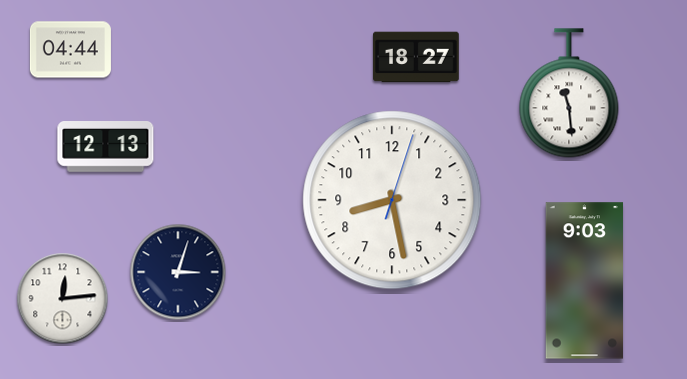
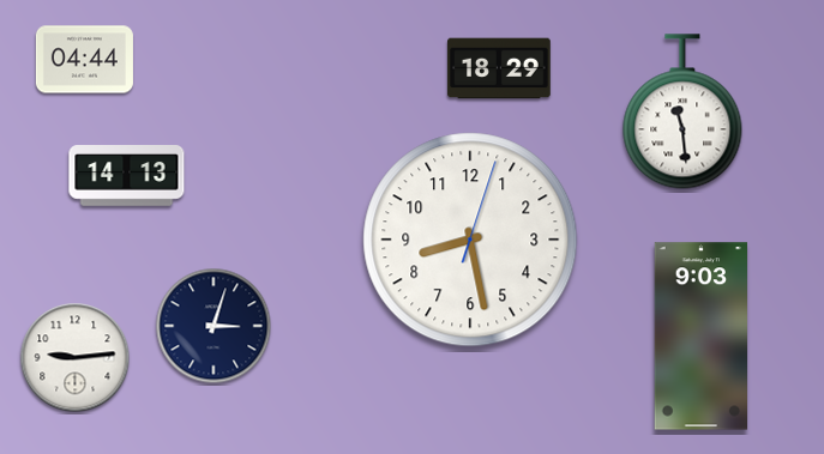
clock at (416, 57): 18:27 -> 18:29
clock at (106, 147): 12:13 -> 14:13
clock at (63, 299): 12:14 -> 9:14
